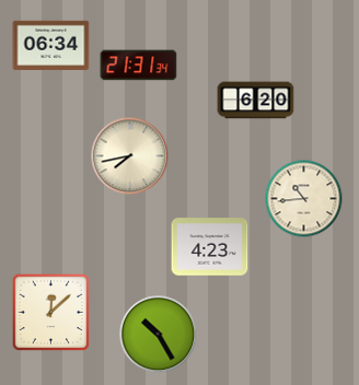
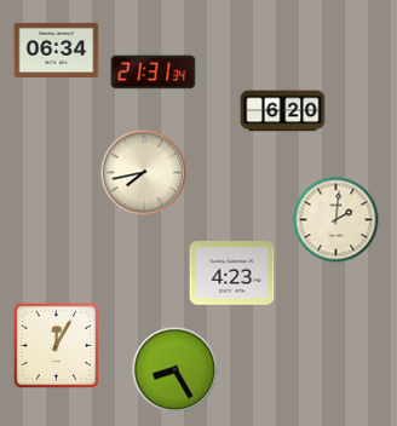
clock at (304, 199): 10:44 -> 2:01
clock at (51, 313): 12:08 -> 12:05
clock at (159, 335): 10:25 -> 8:25
